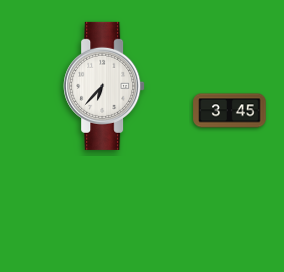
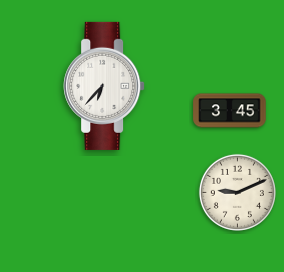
clock at (237, 192): none -> 9:11
